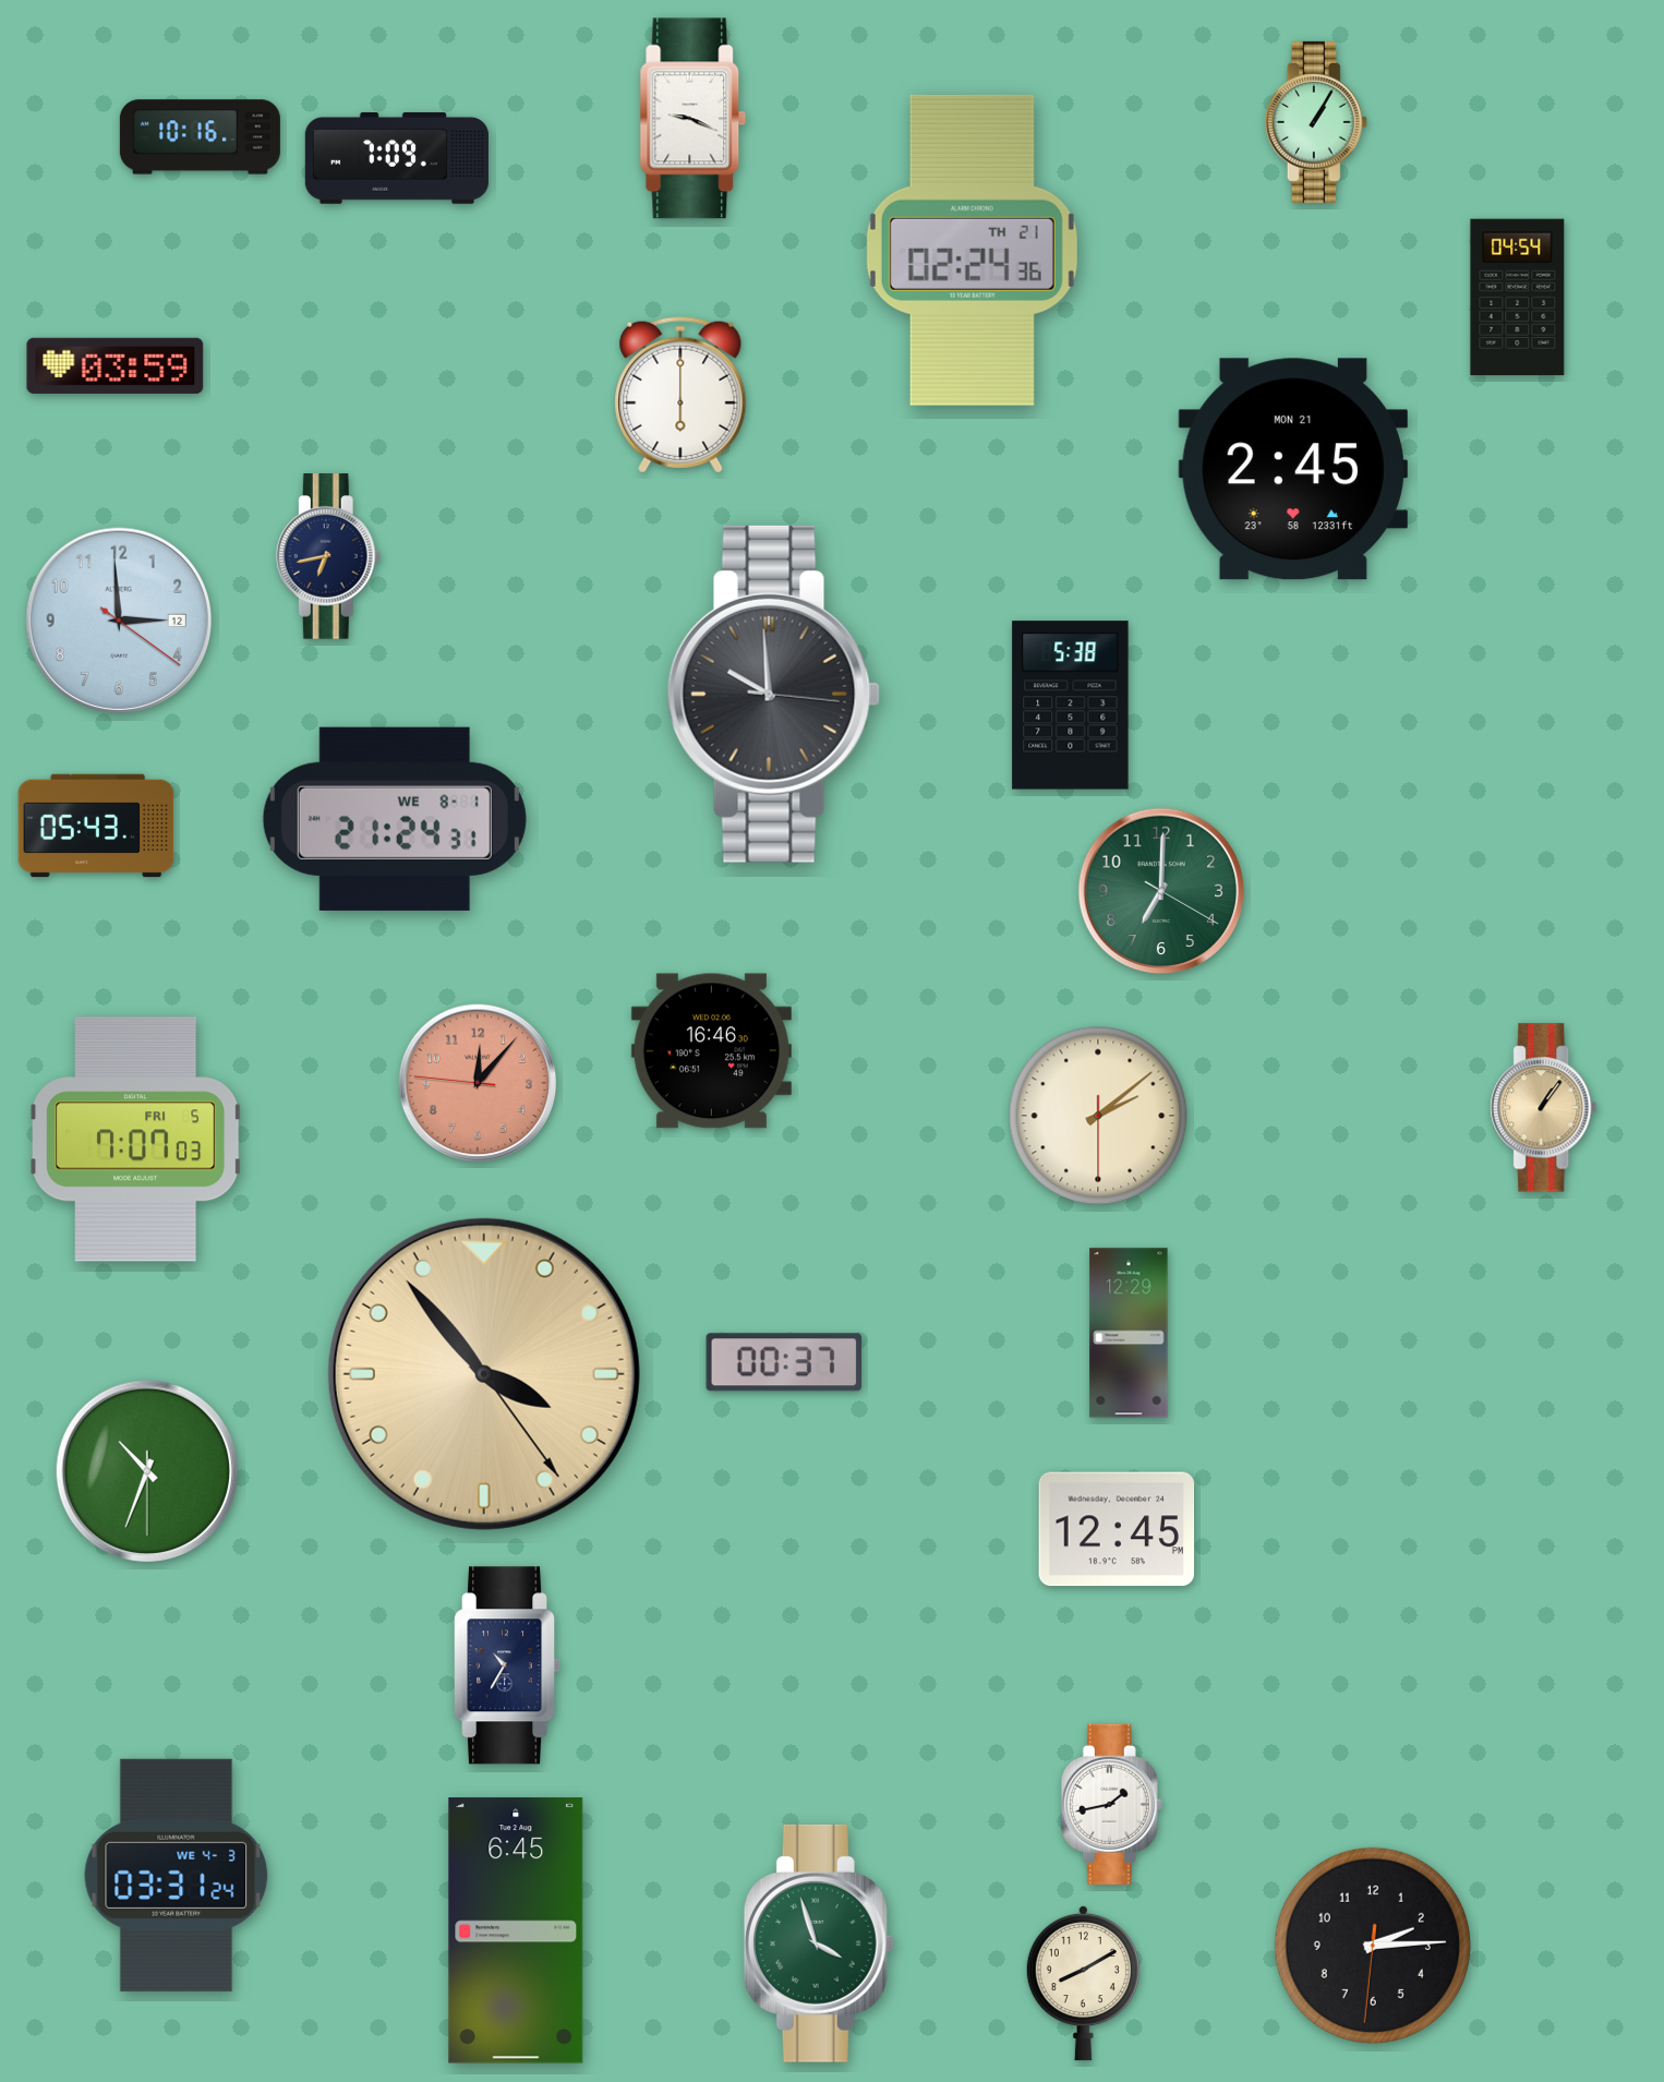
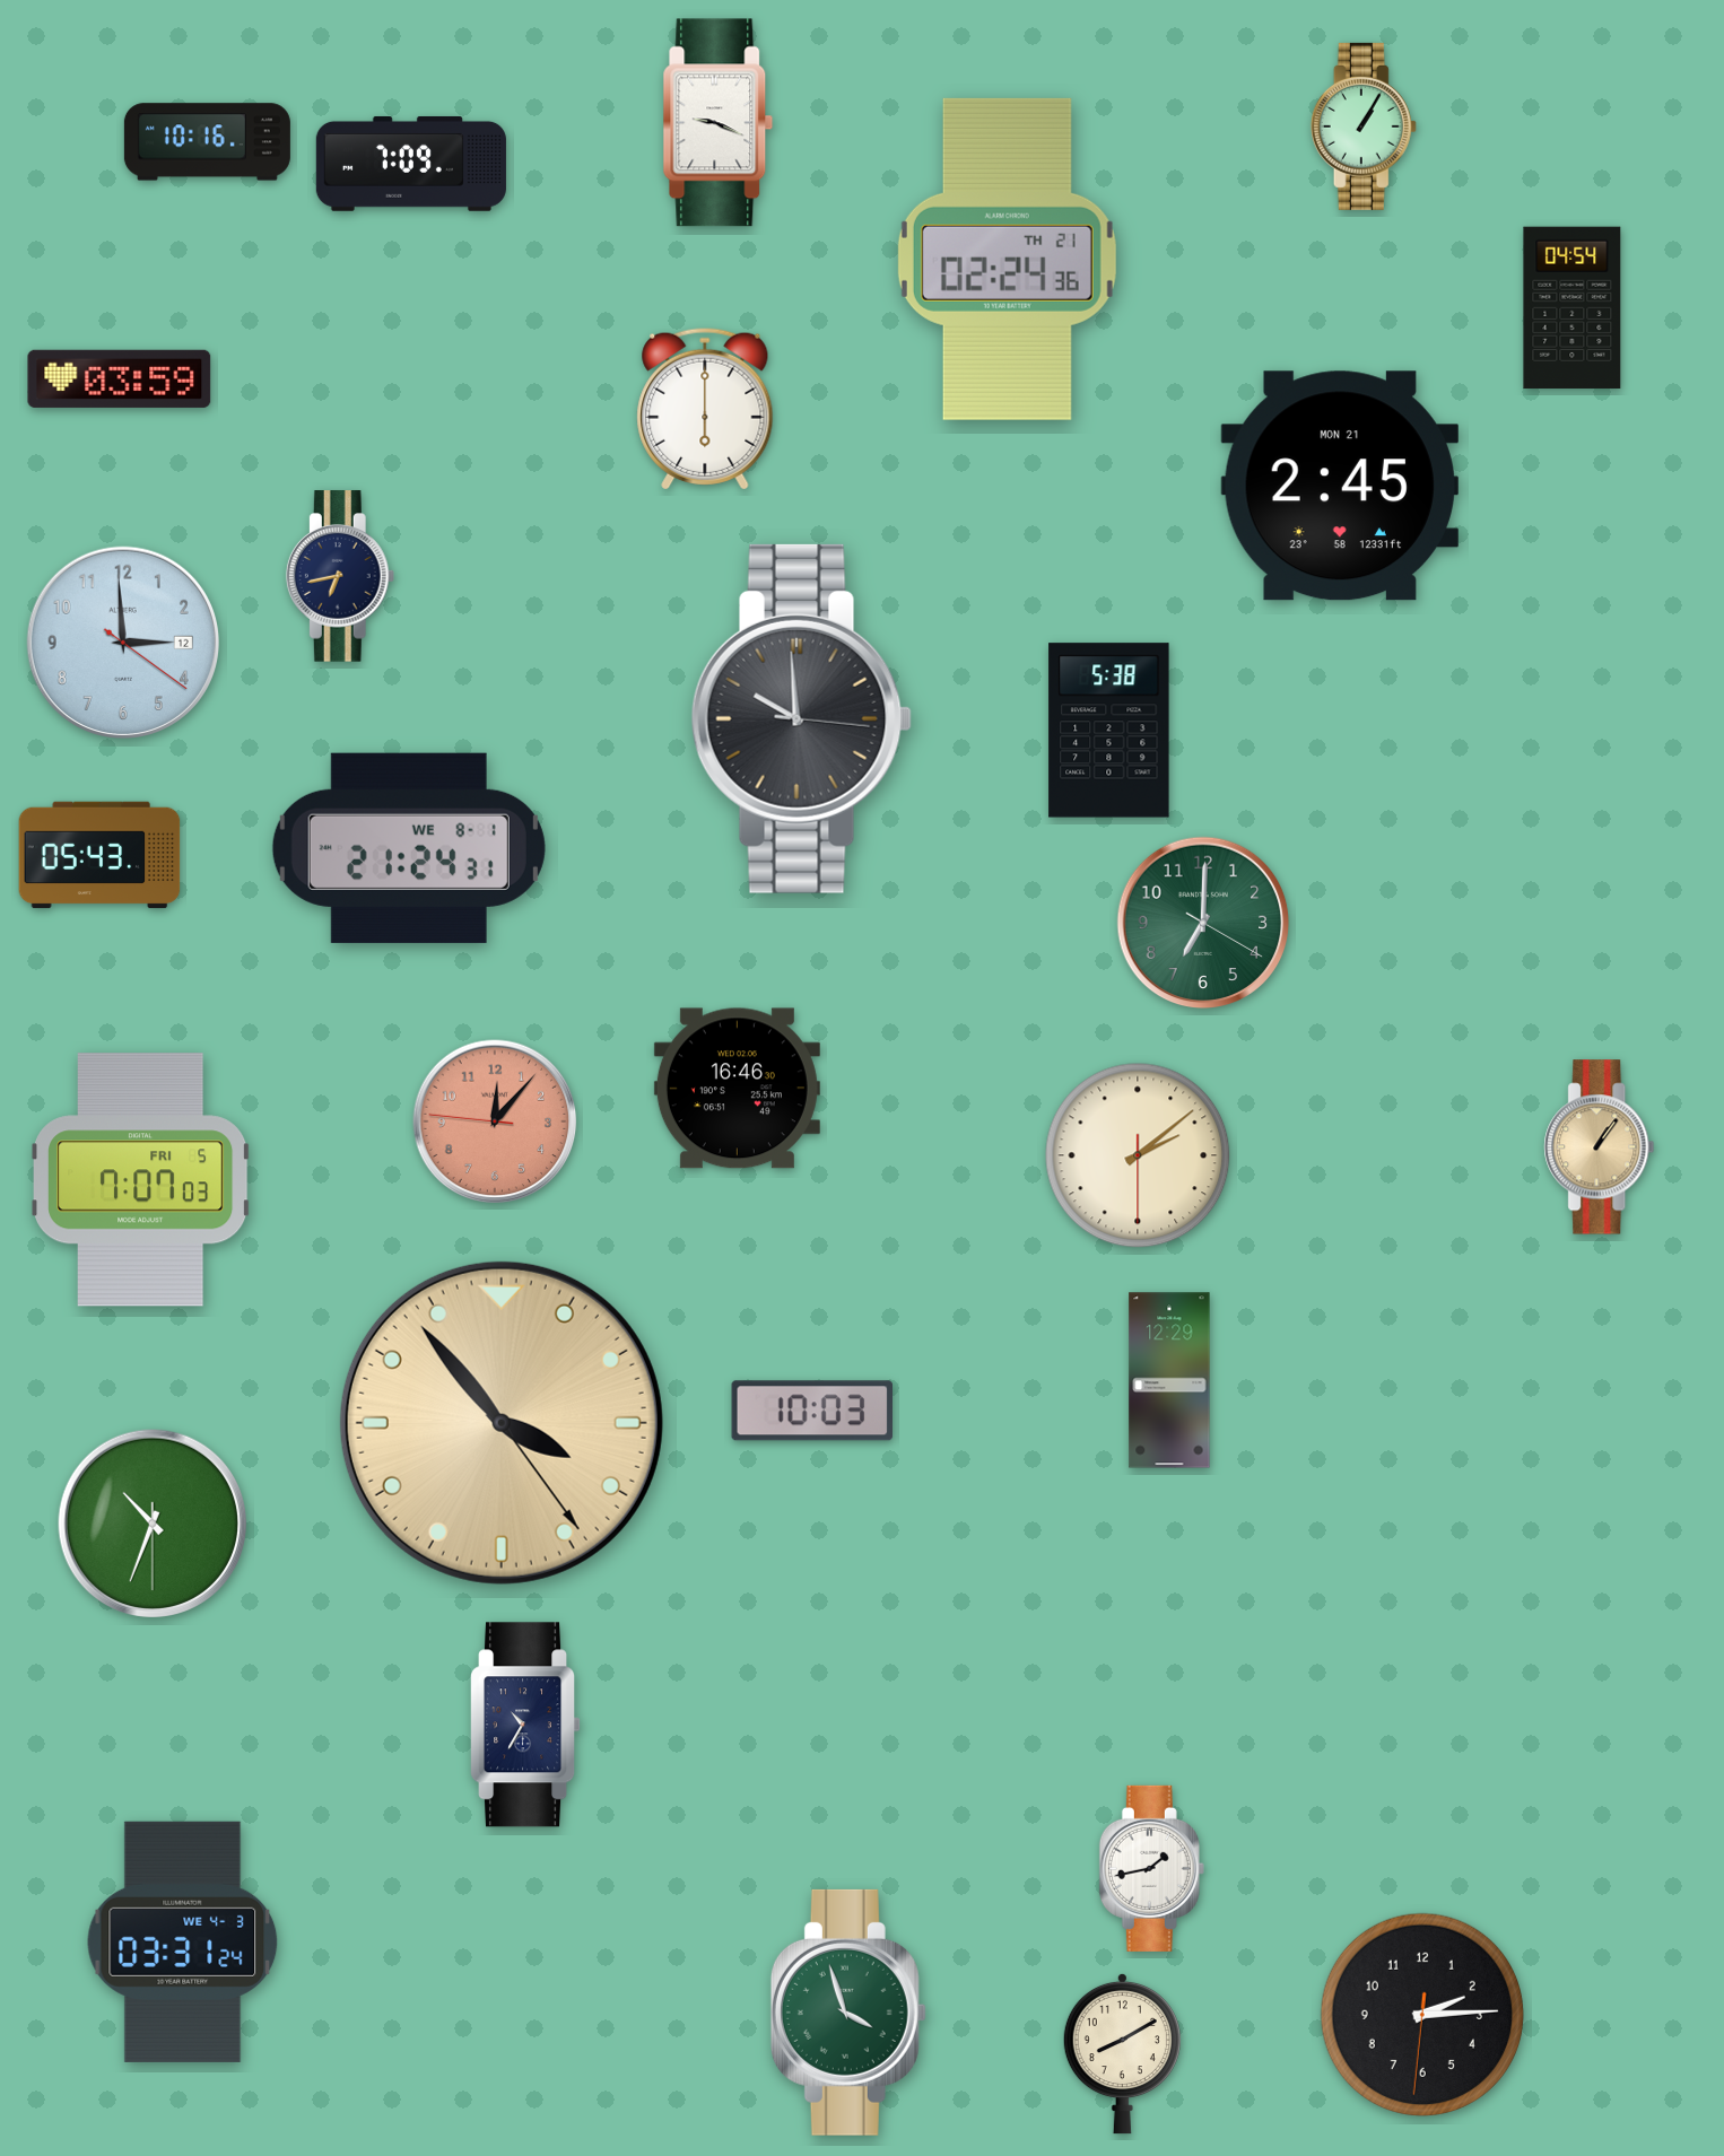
clock at (783, 1362): 00:37 -> 10:03
clock at (1117, 1529): 12:45 -> none
clock at (516, 1930): 6:45 -> none
